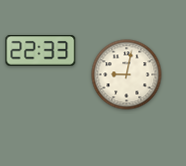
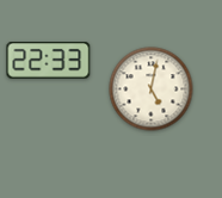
clock at (127, 75): 9:02 -> 5:02
